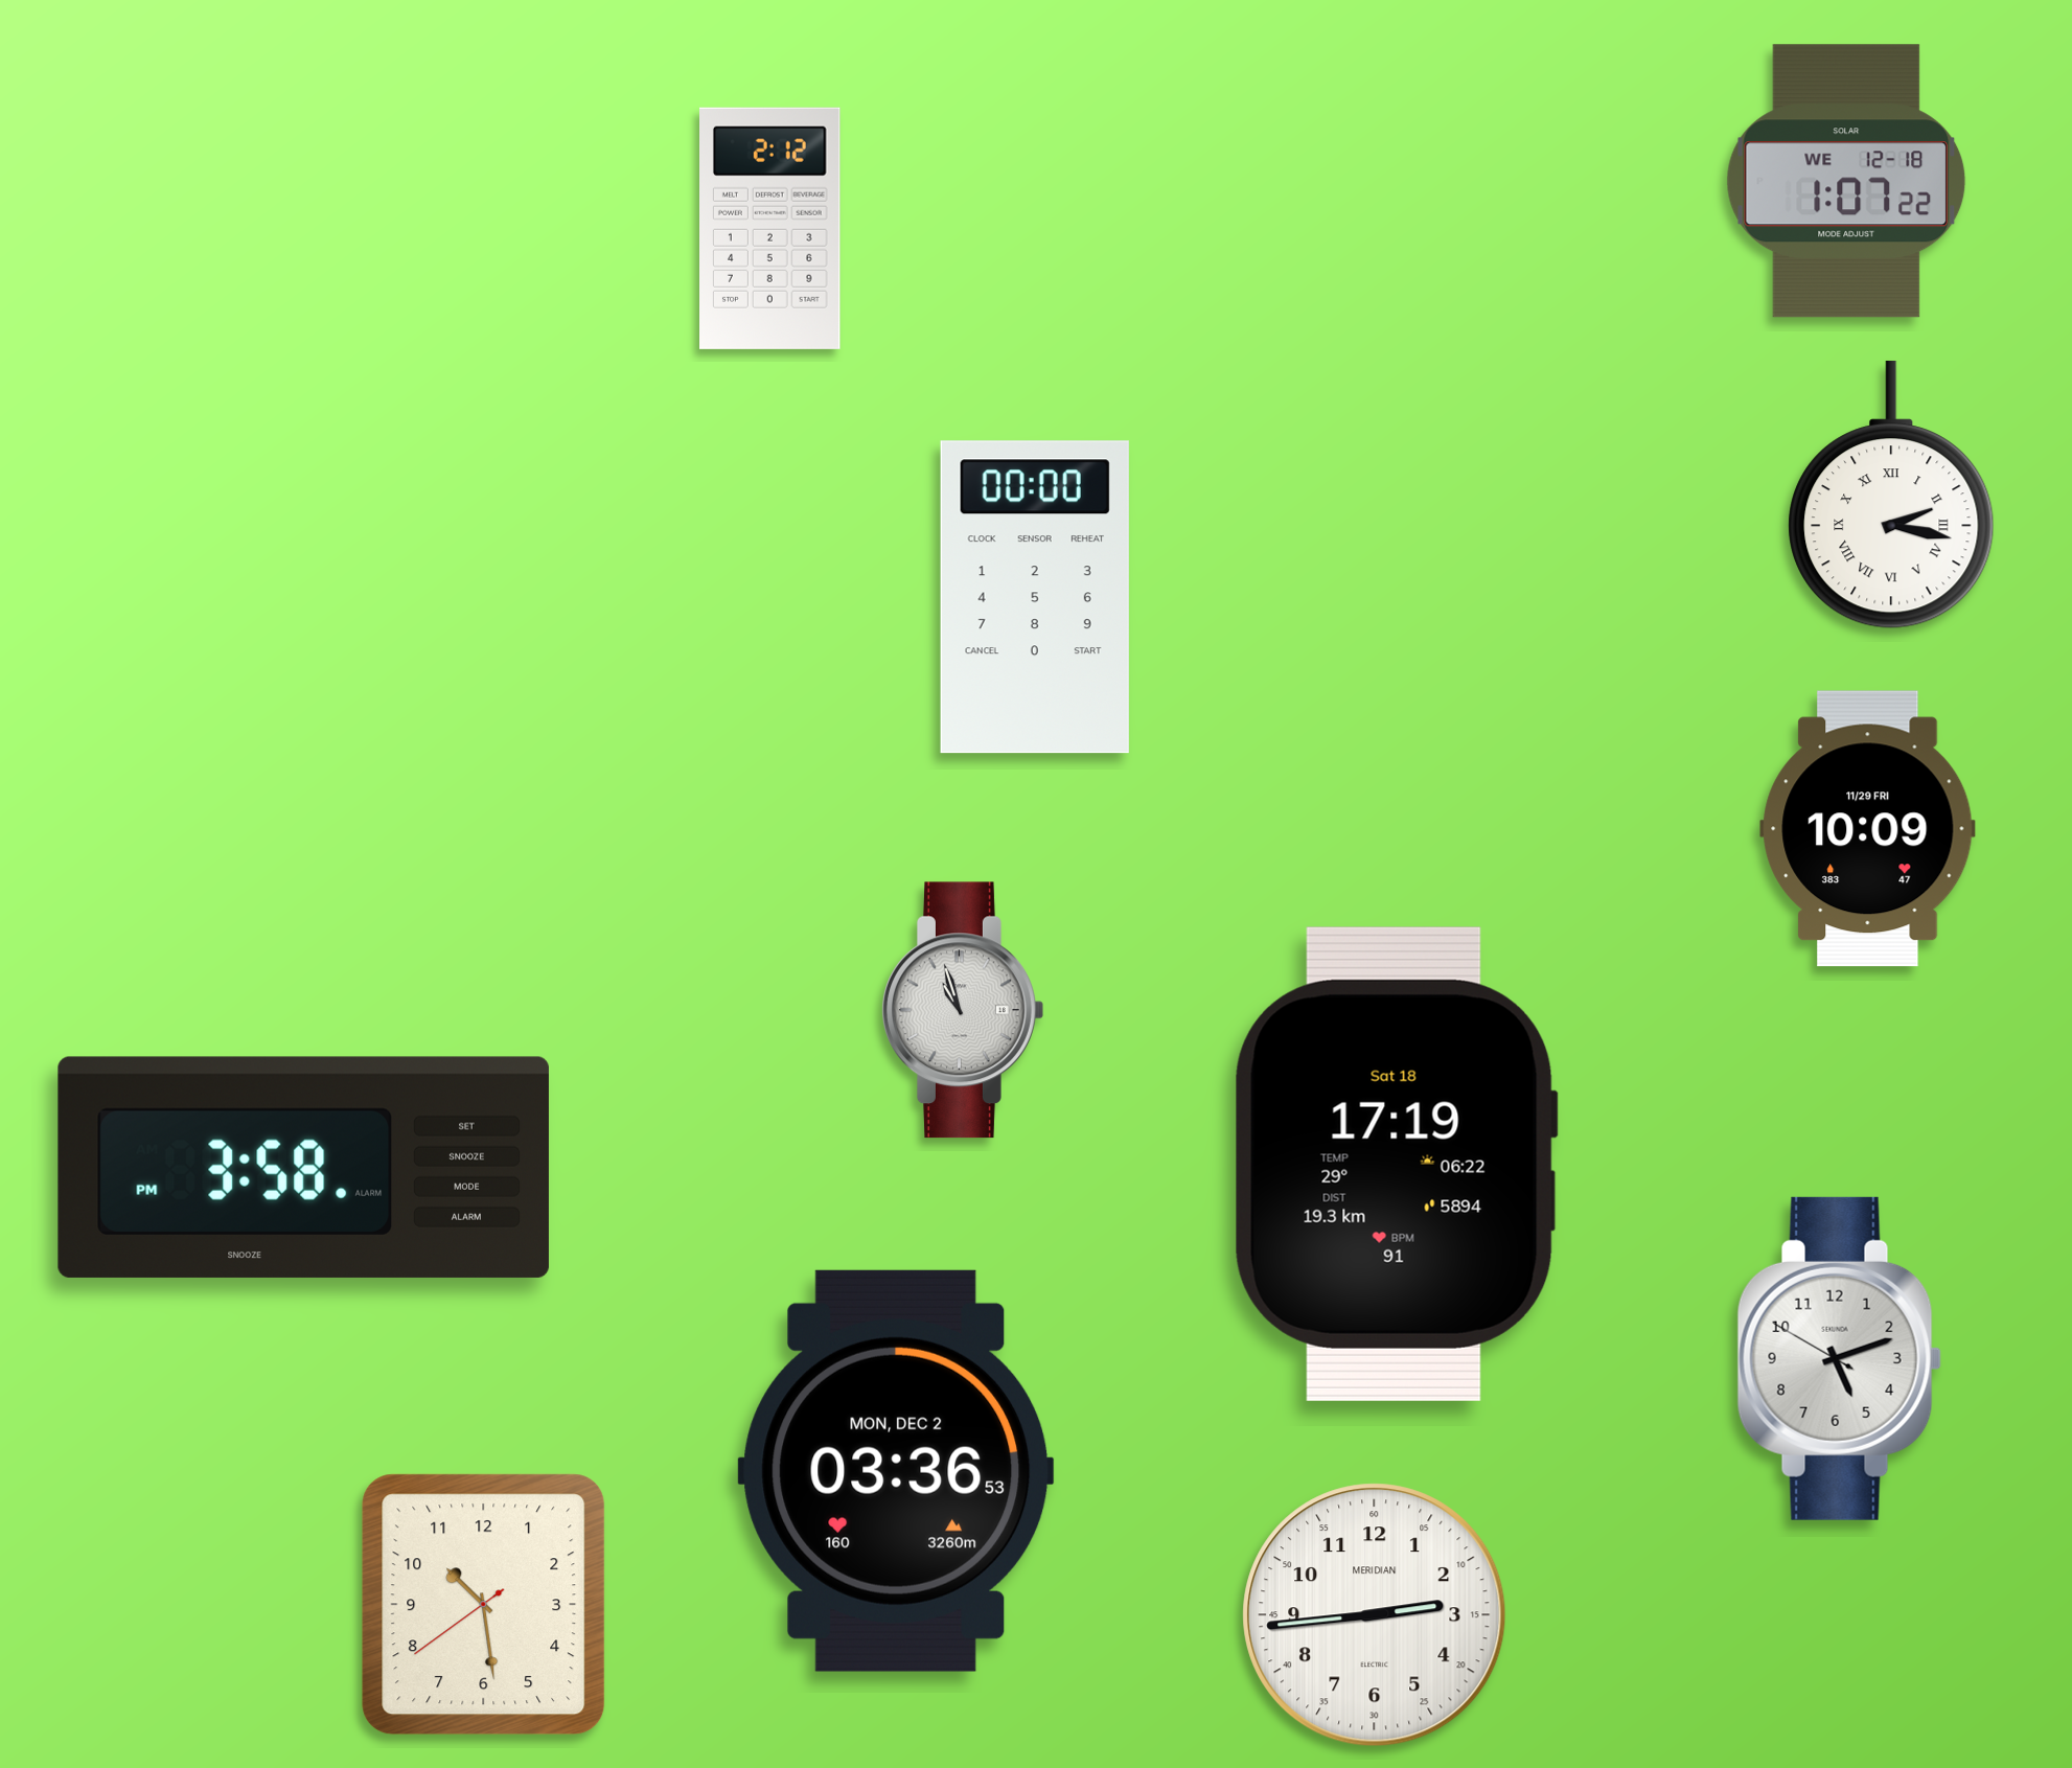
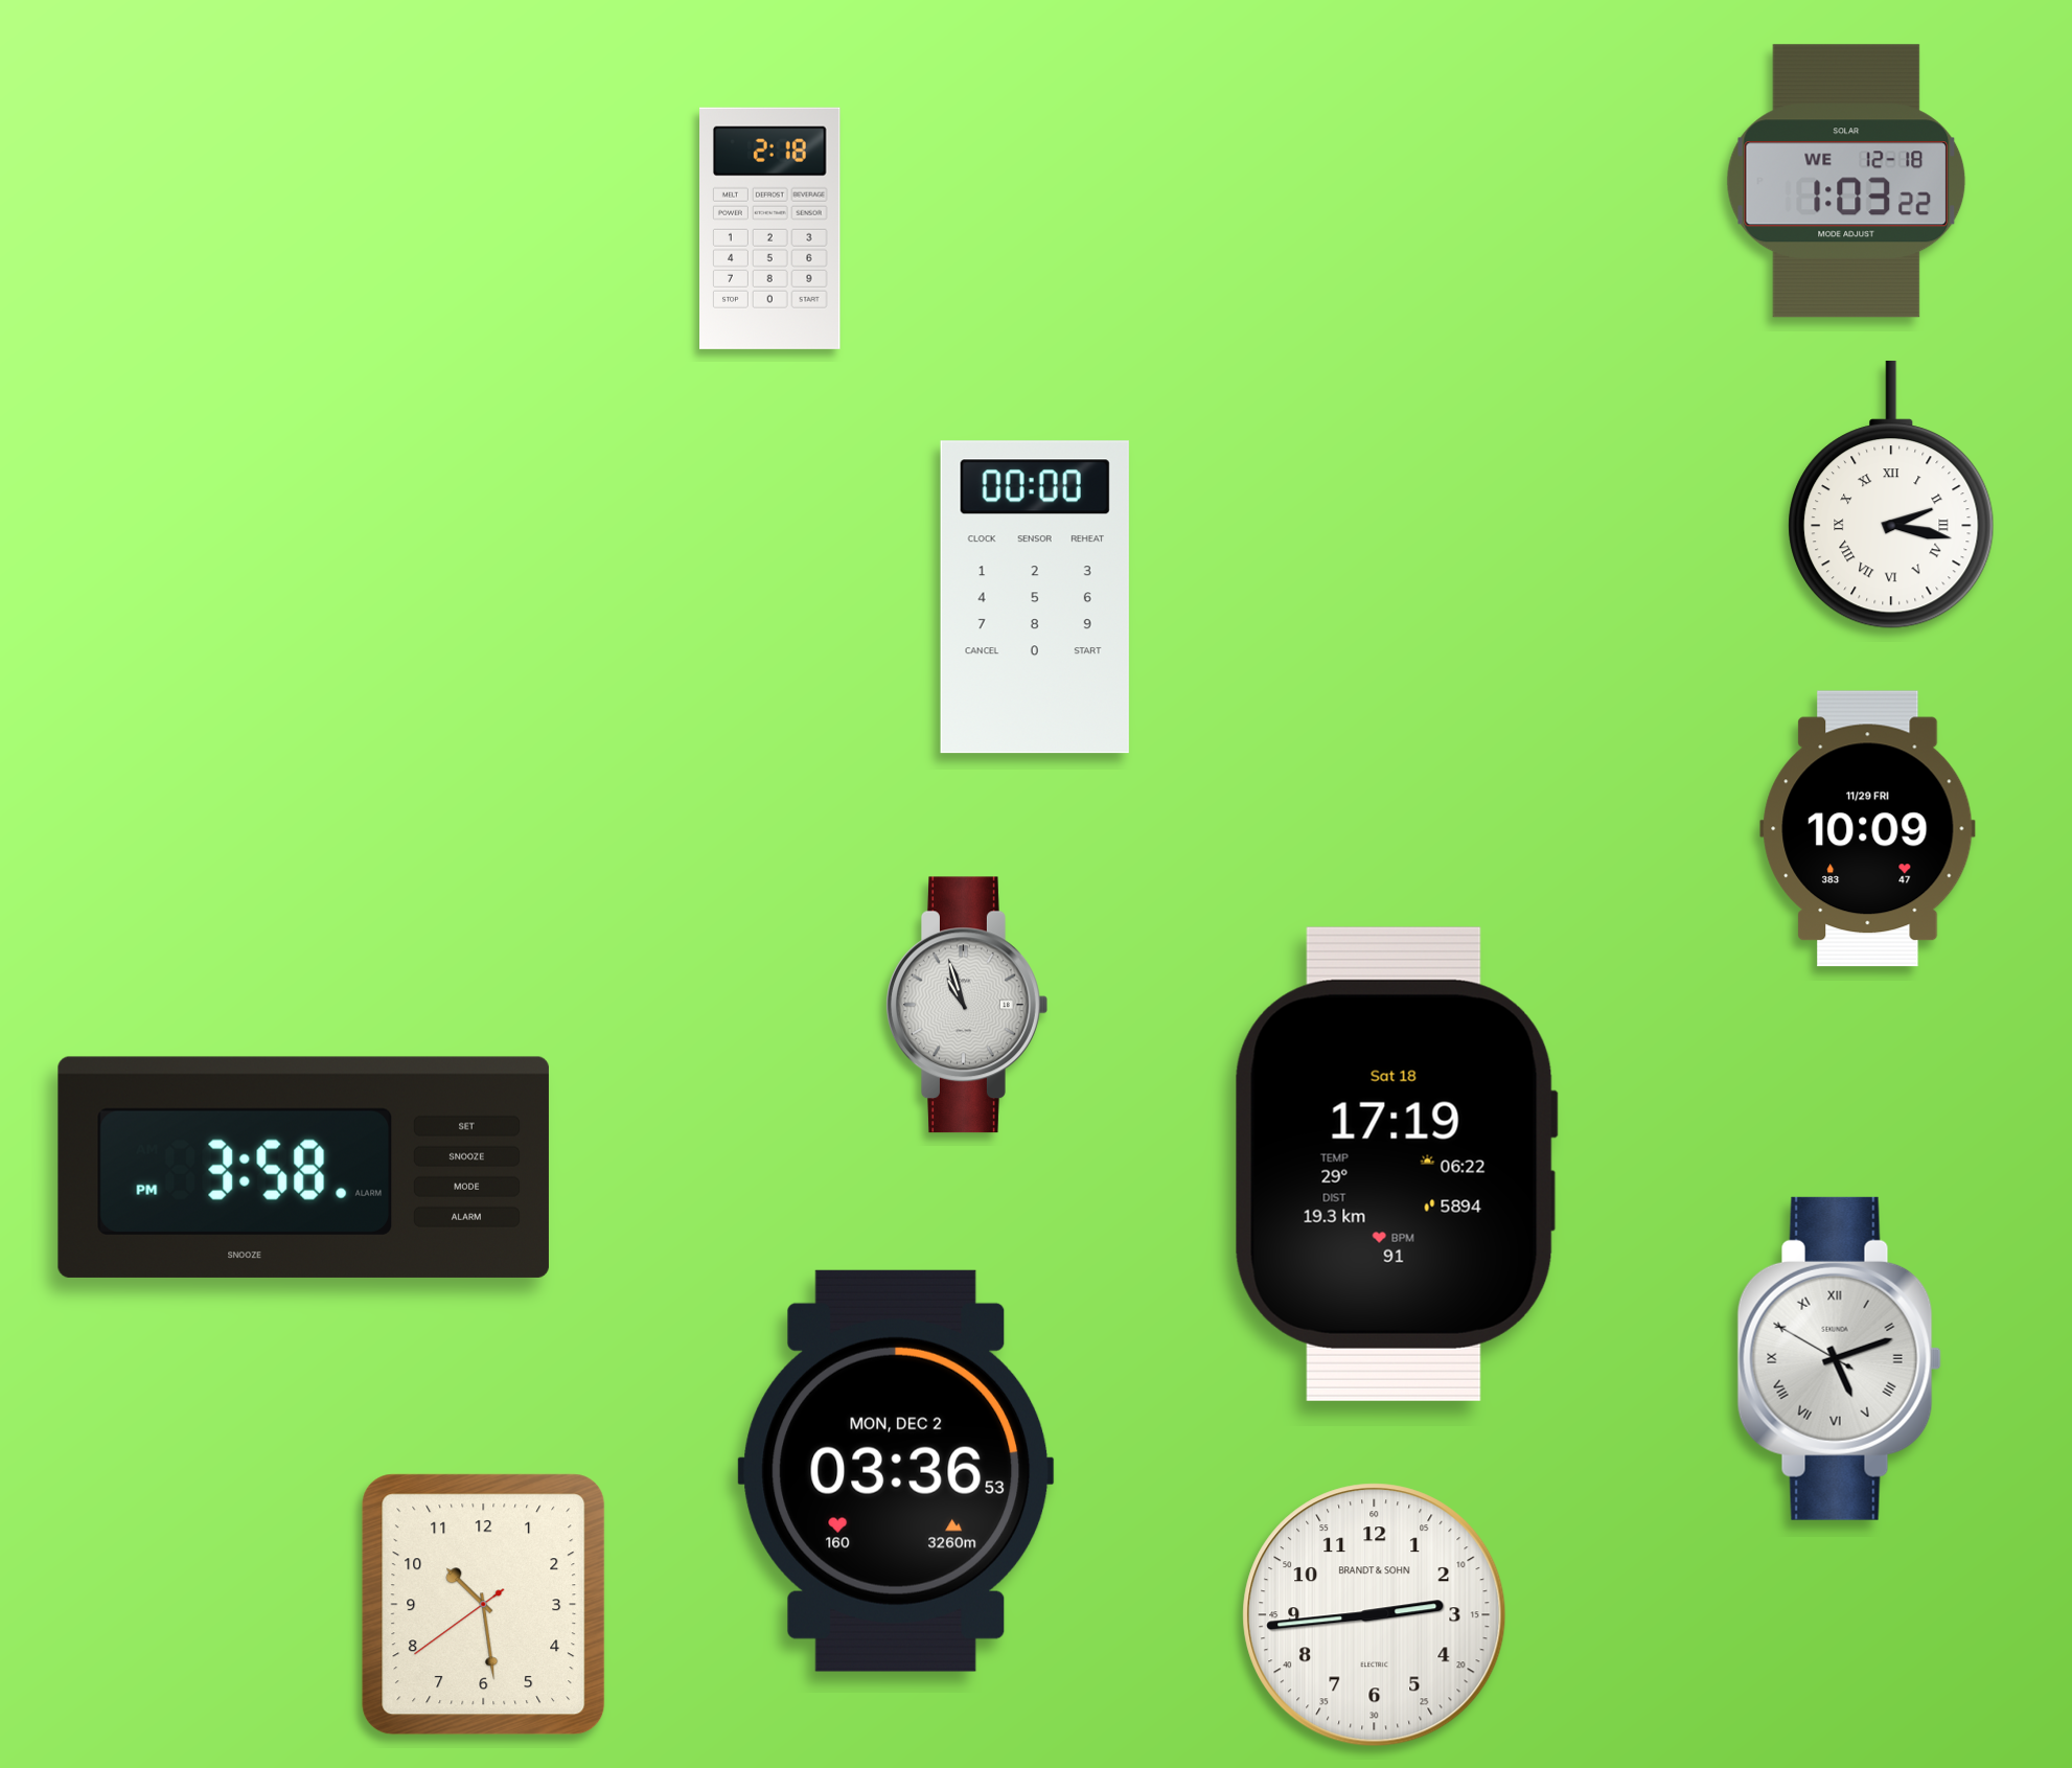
clock at (1846, 181): 1:07 -> 1:03
clock at (770, 228): 2:12 -> 2:18
clock at (963, 1010) position: (963, 1010) -> (967, 1005)
clock at (1839, 1358) numerals: Arabic -> Roman
clock at (1375, 1615) brand: MERIDIAN -> BRANDT & SOHN
